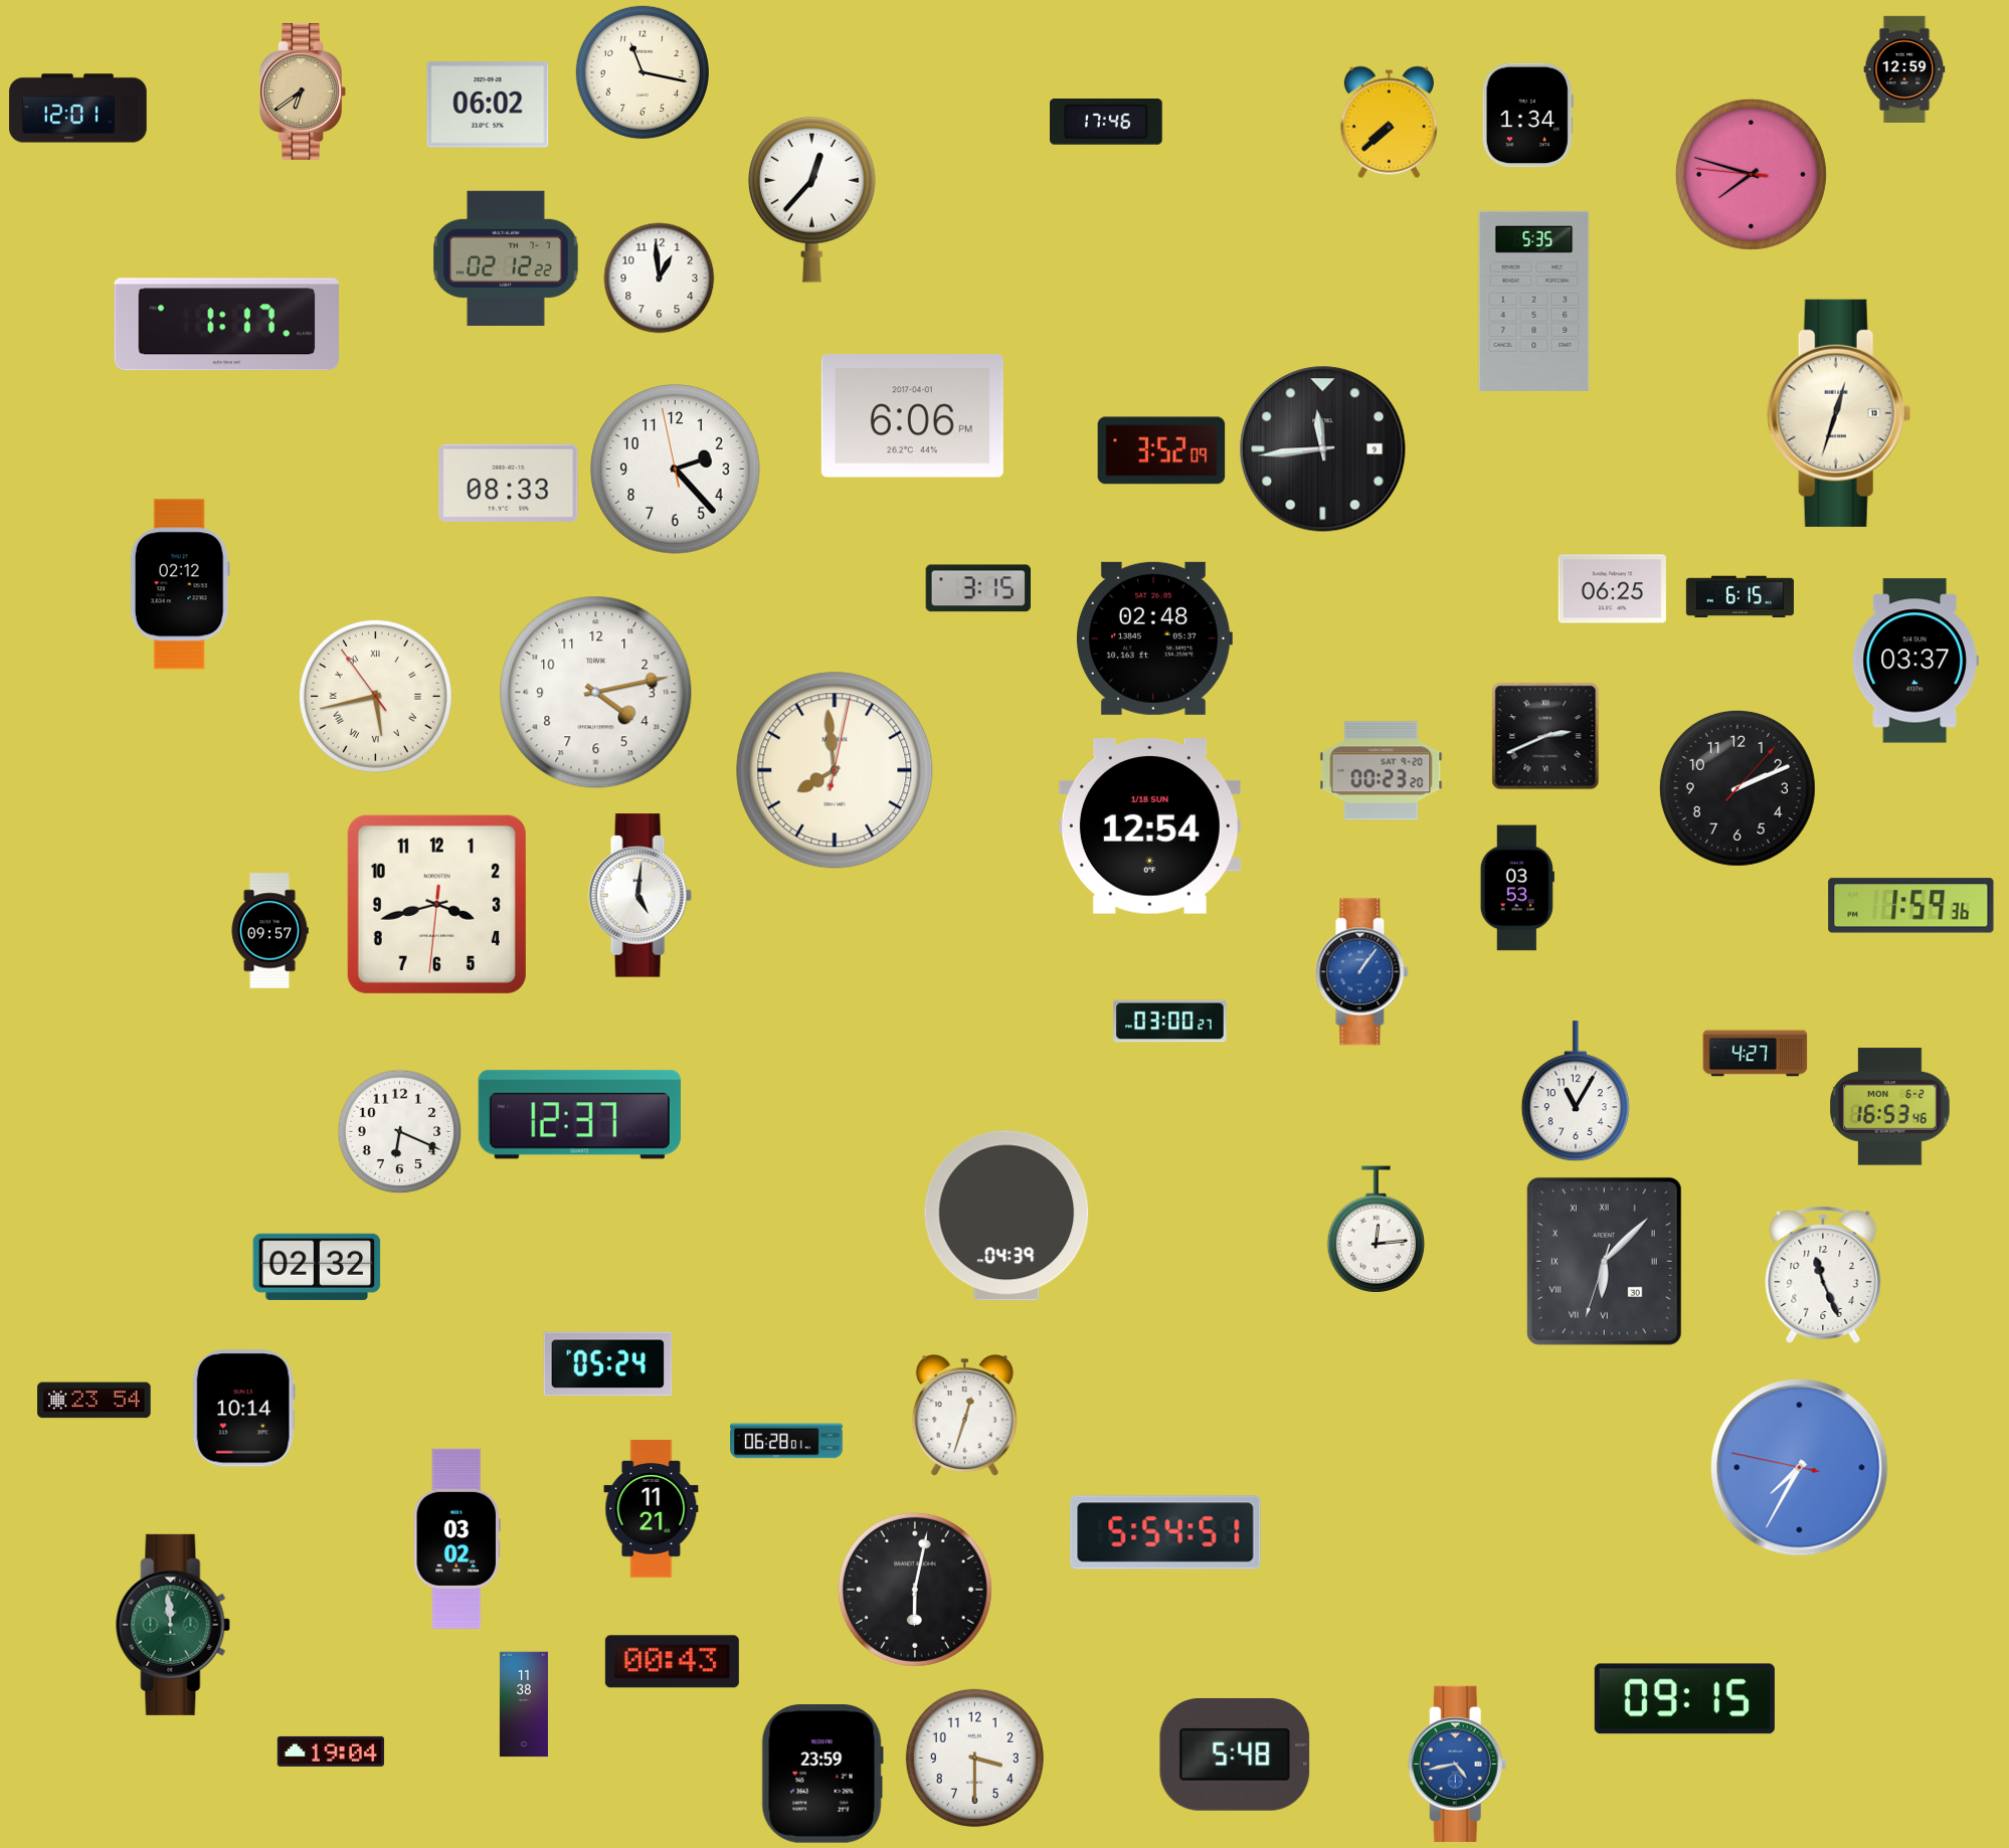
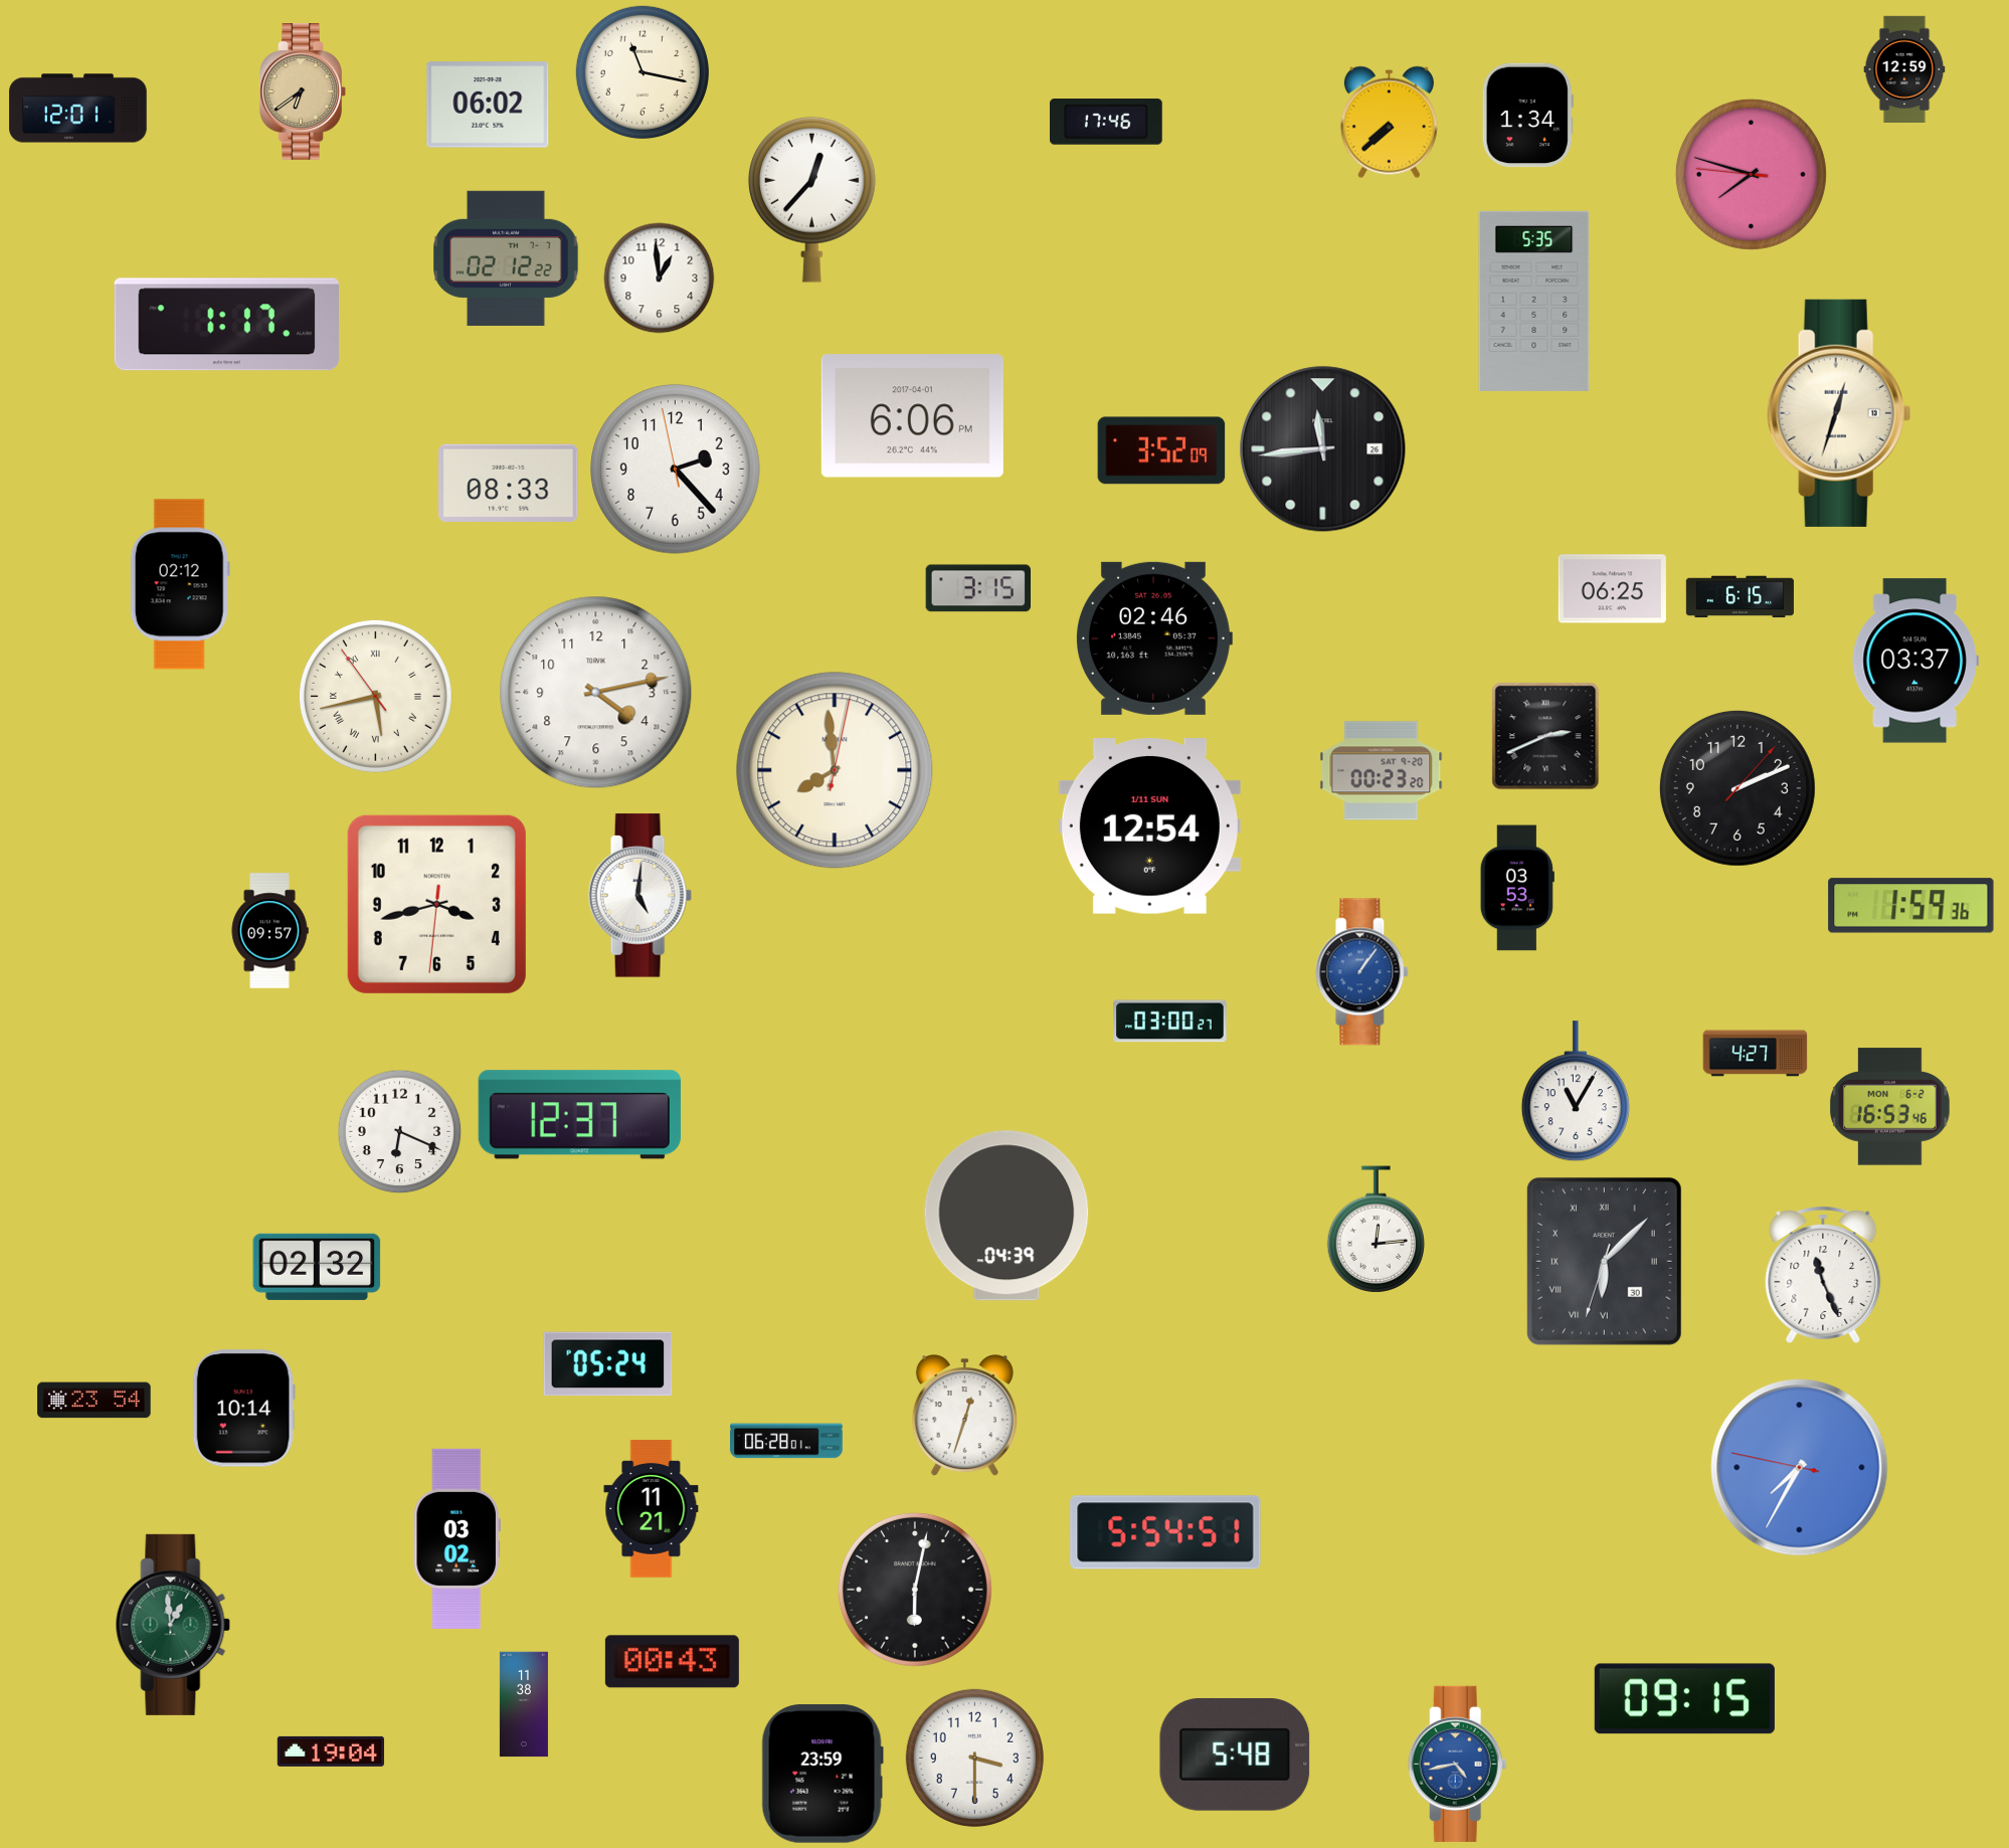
clock at (1323, 449) date: 9 -> 26
clock at (1153, 638): 02:48 -> 02:46
clock at (1149, 826) date: 1/18 SUN -> 1/11 SUN
clock at (173, 1625): 11:59 -> 12:59
